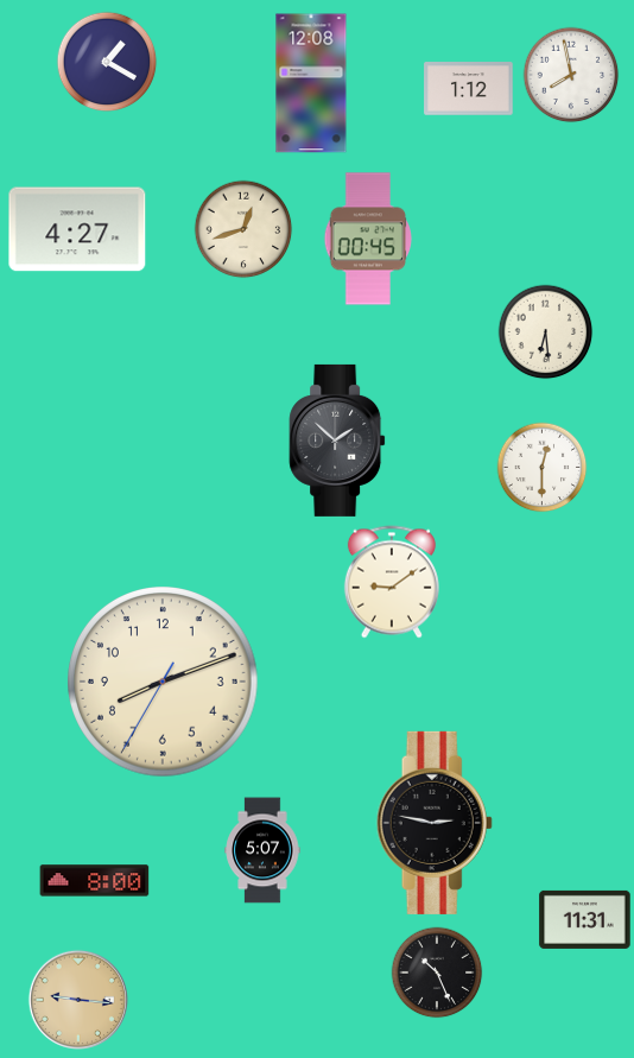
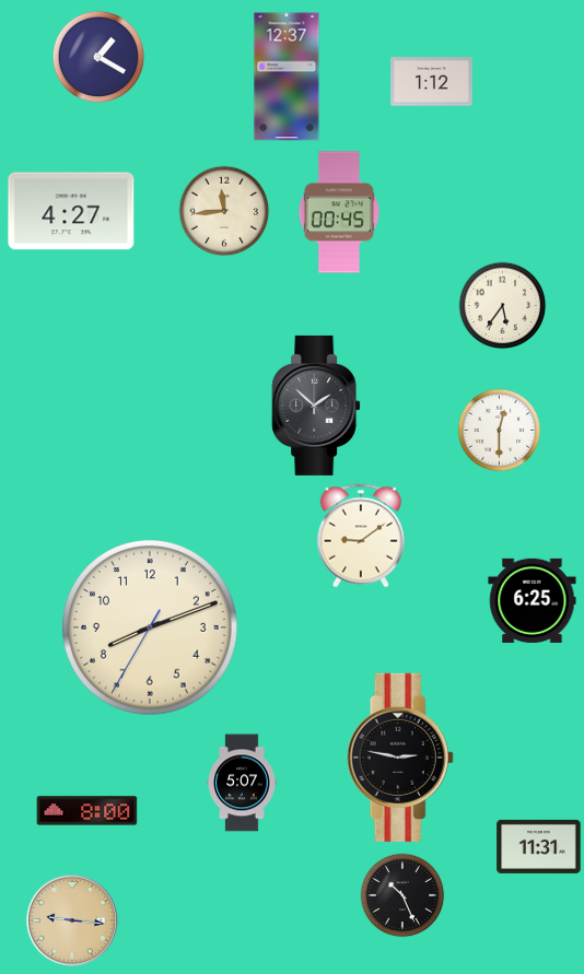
clock at (571, 75): 7:58 -> none
clock at (311, 83): 12:08 -> 12:37
clock at (243, 229): 12:42 -> 11:44
clock at (368, 239) position: (368, 239) -> (339, 212)
clock at (546, 332): 6:29 -> 5:36
clock at (337, 441) position: (337, 441) -> (316, 406)
clock at (533, 600): none -> 6:25
